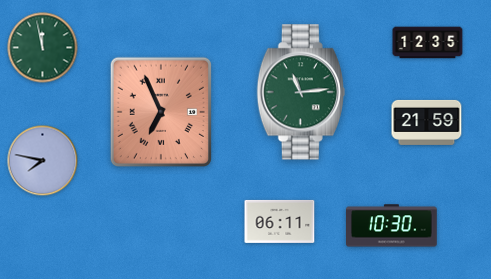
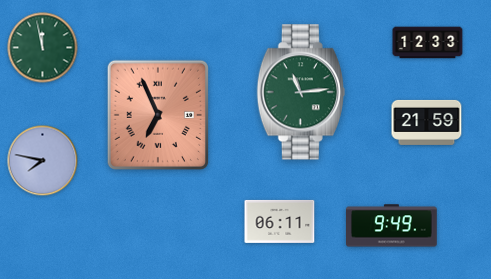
clock at (428, 43): 12:35 -> 12:33
clock at (161, 112) position: (161, 112) -> (158, 115)
clock at (392, 226): 10:30 -> 9:49
